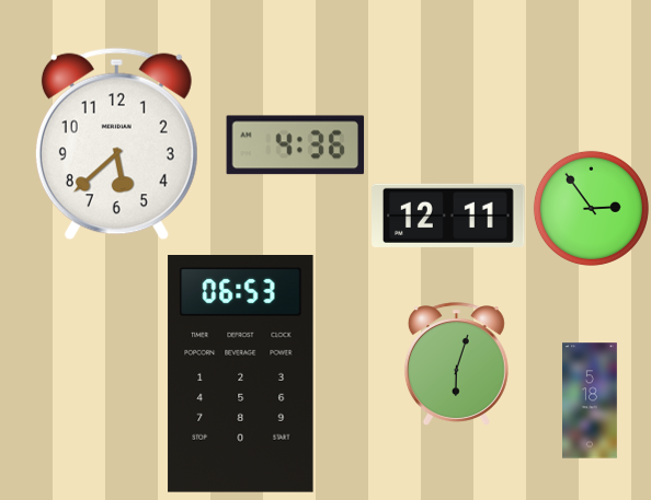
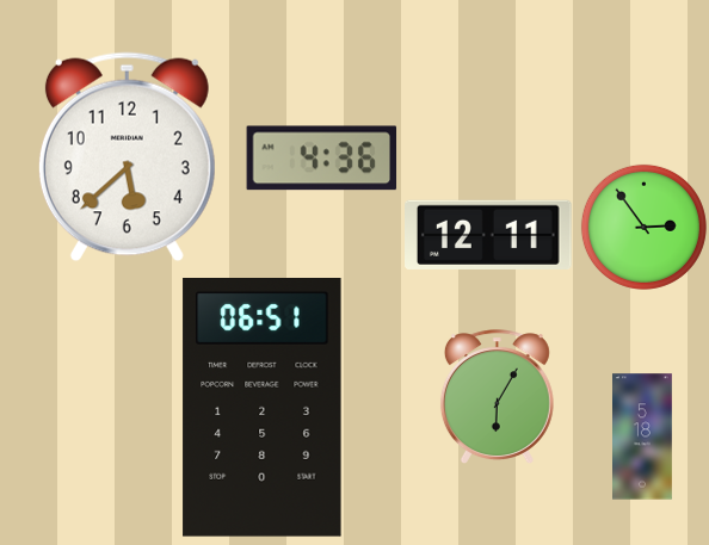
clock at (456, 363): 6:03 -> 6:05
clock at (241, 374): 06:53 -> 06:51
